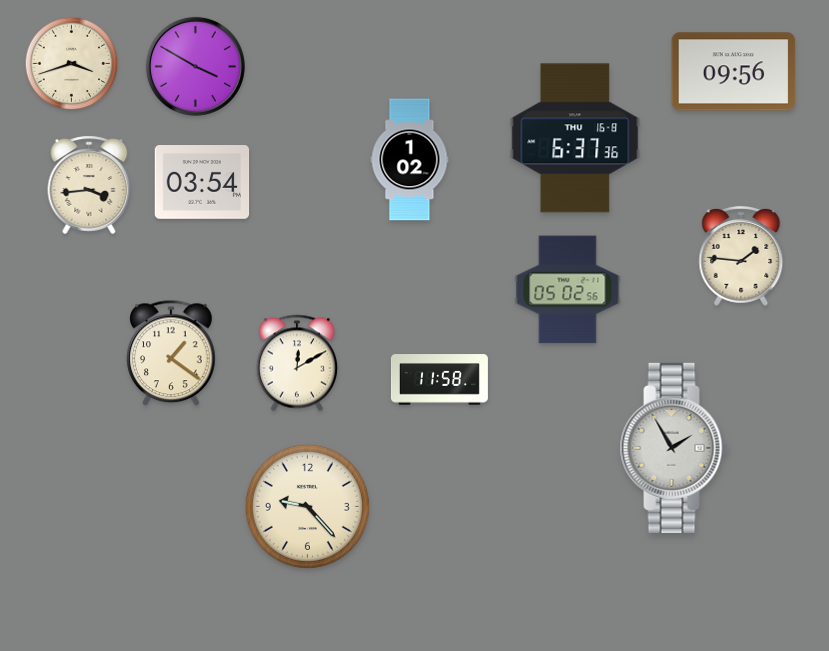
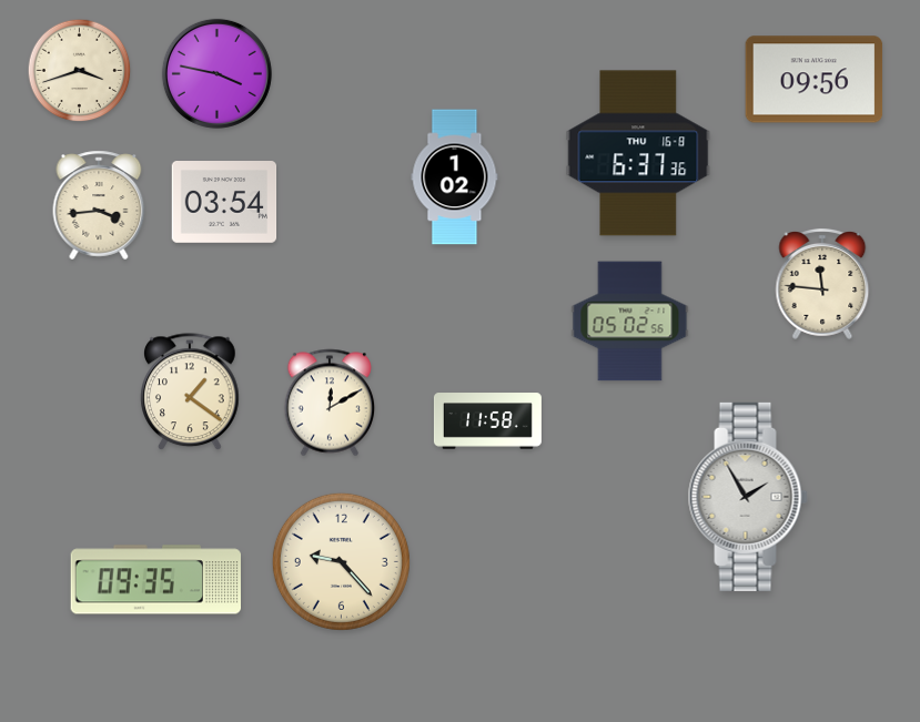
clock at (195, 66): 3:50 -> 3:47
clock at (741, 256): 1:46 -> 11:46
clock at (155, 580): none -> 09:35
